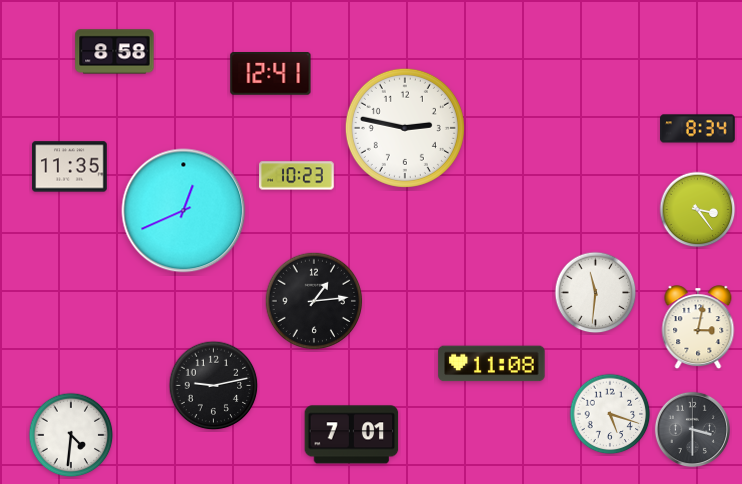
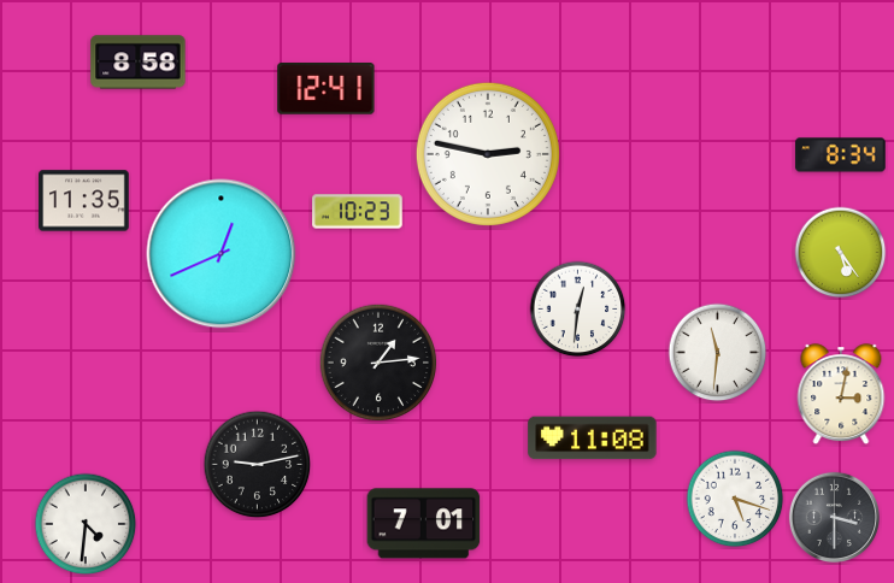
clock at (698, 210): 3:24 -> 5:24
clock at (578, 310): none -> 12:31
